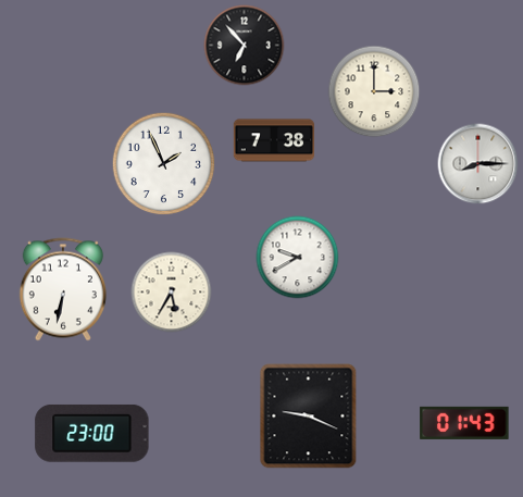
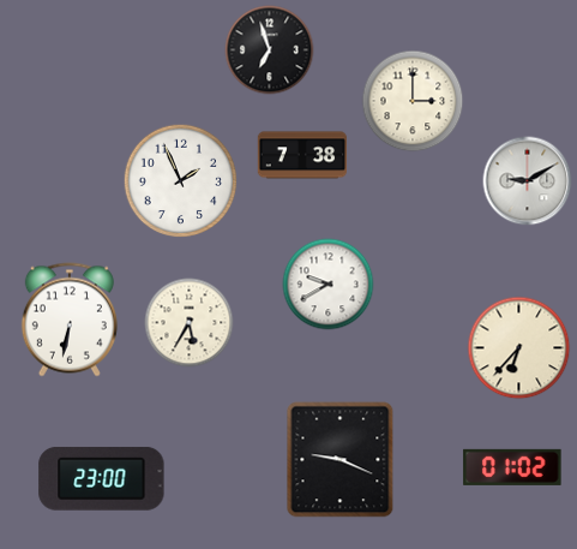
clock at (245, 46): 6:53 -> 6:57
clock at (478, 164): 8:15 -> 9:10
clock at (519, 348): none -> 6:37
clock at (464, 423): 01:43 -> 01:02
